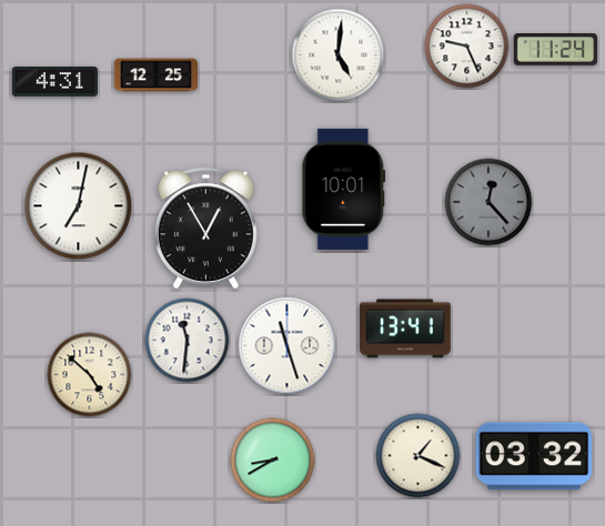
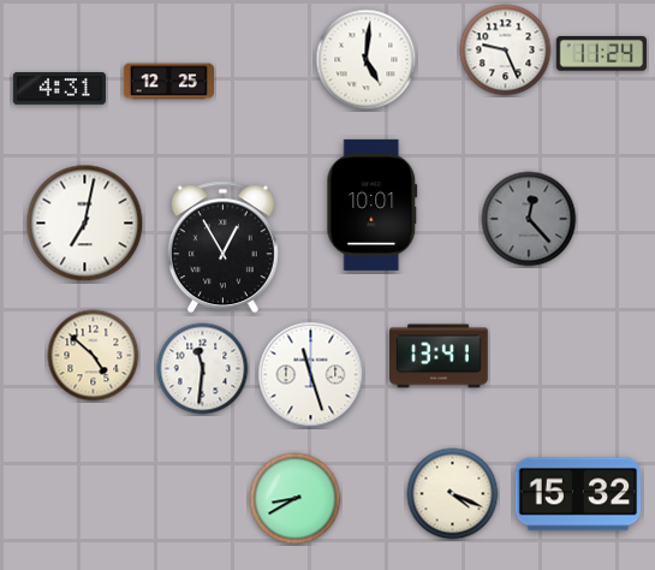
clock at (90, 375) position: (90, 375) -> (94, 356)
clock at (419, 456): 1:19 -> 4:19
clock at (534, 456): 03:32 -> 15:32
